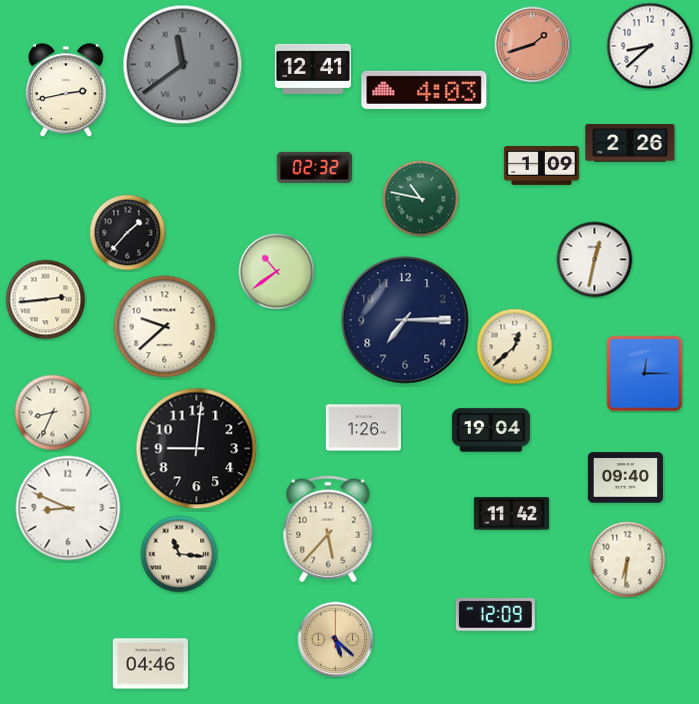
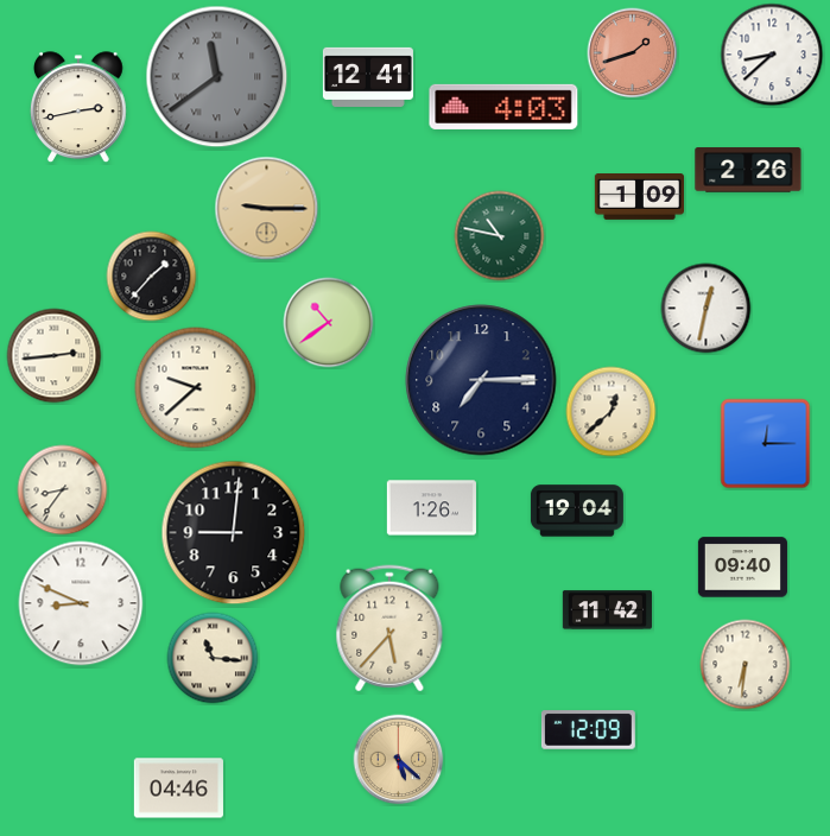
clock at (313, 69) position: (313, 69) -> (368, 77)
clock at (541, 166) position: (541, 166) -> (639, 197)
clock at (314, 167): 02:32 -> none
clock at (267, 209): none -> 9:15
clock at (53, 413): 8:34 -> 8:36
clock at (491, 430) position: (491, 430) -> (577, 511)
